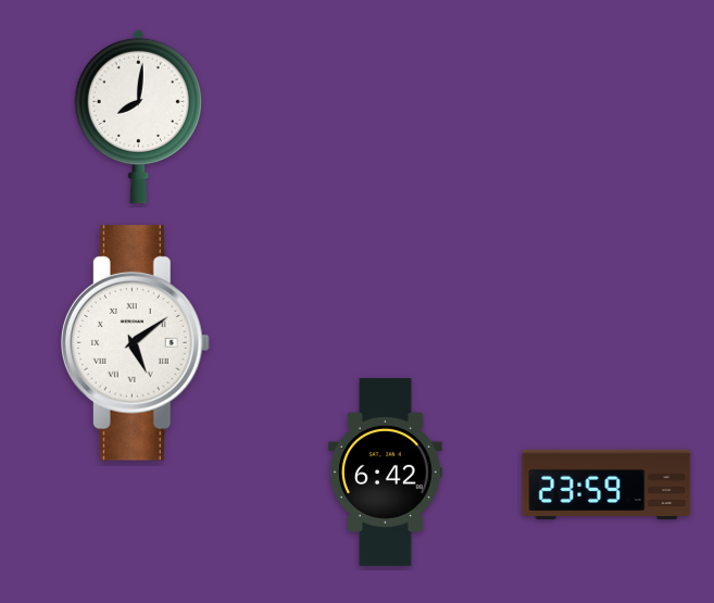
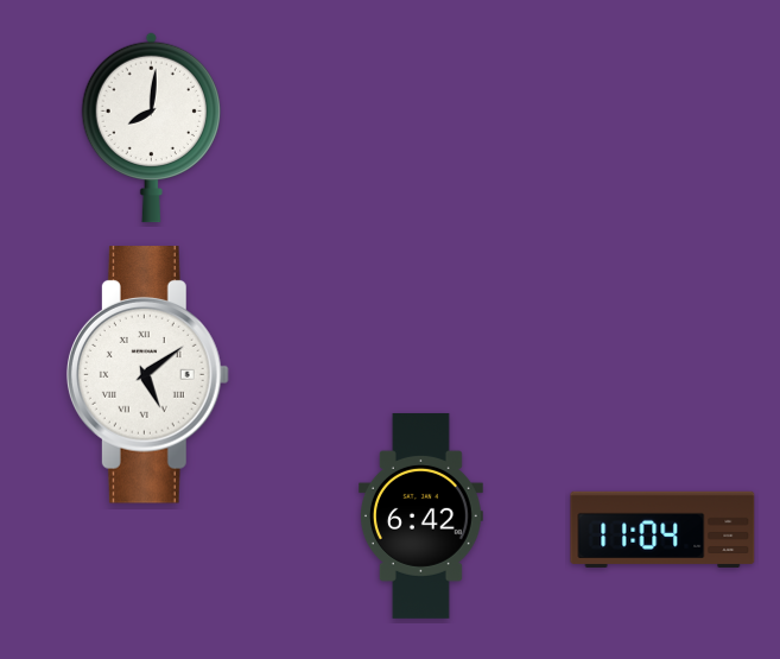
clock at (606, 485): 23:59 -> 11:04
